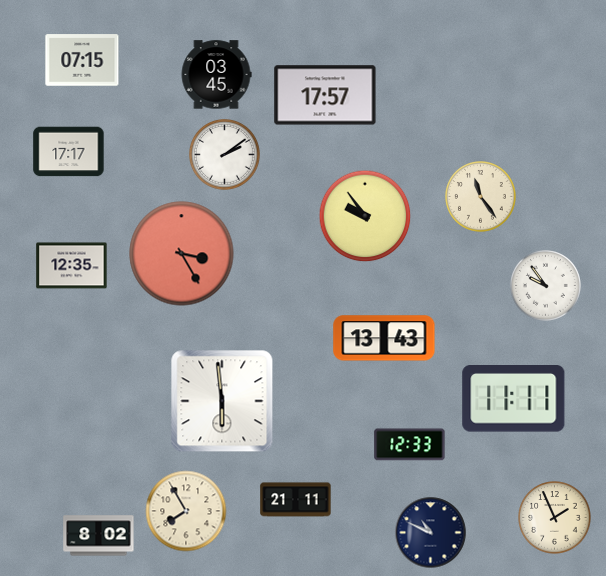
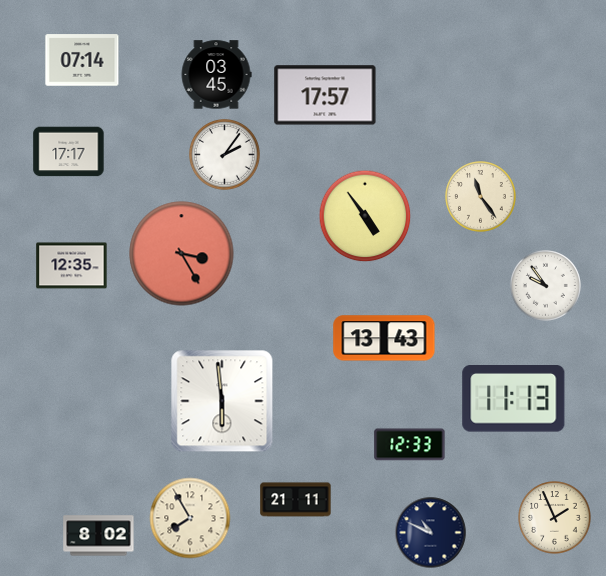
clock at (82, 60): 07:15 -> 07:14
clock at (225, 155): 2:09 -> 2:06
clock at (365, 216): 9:54 -> 4:54
clock at (514, 399): 11:11 -> 11:13
clock at (186, 511) position: (186, 511) -> (190, 518)
